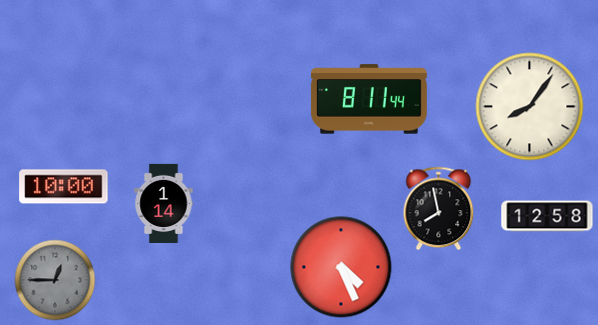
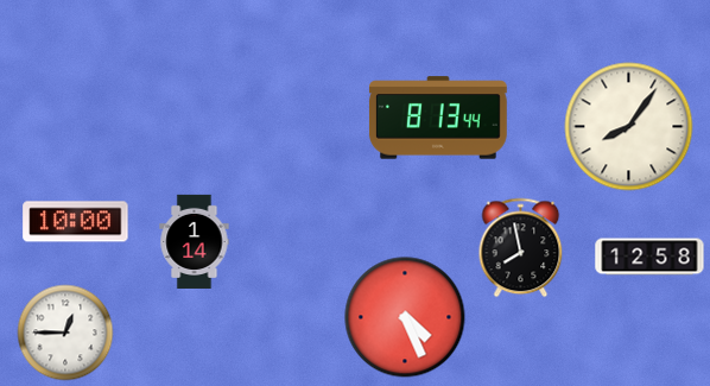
clock at (369, 99): 8:11 -> 8:13
clock at (55, 280) dial: grey -> white
